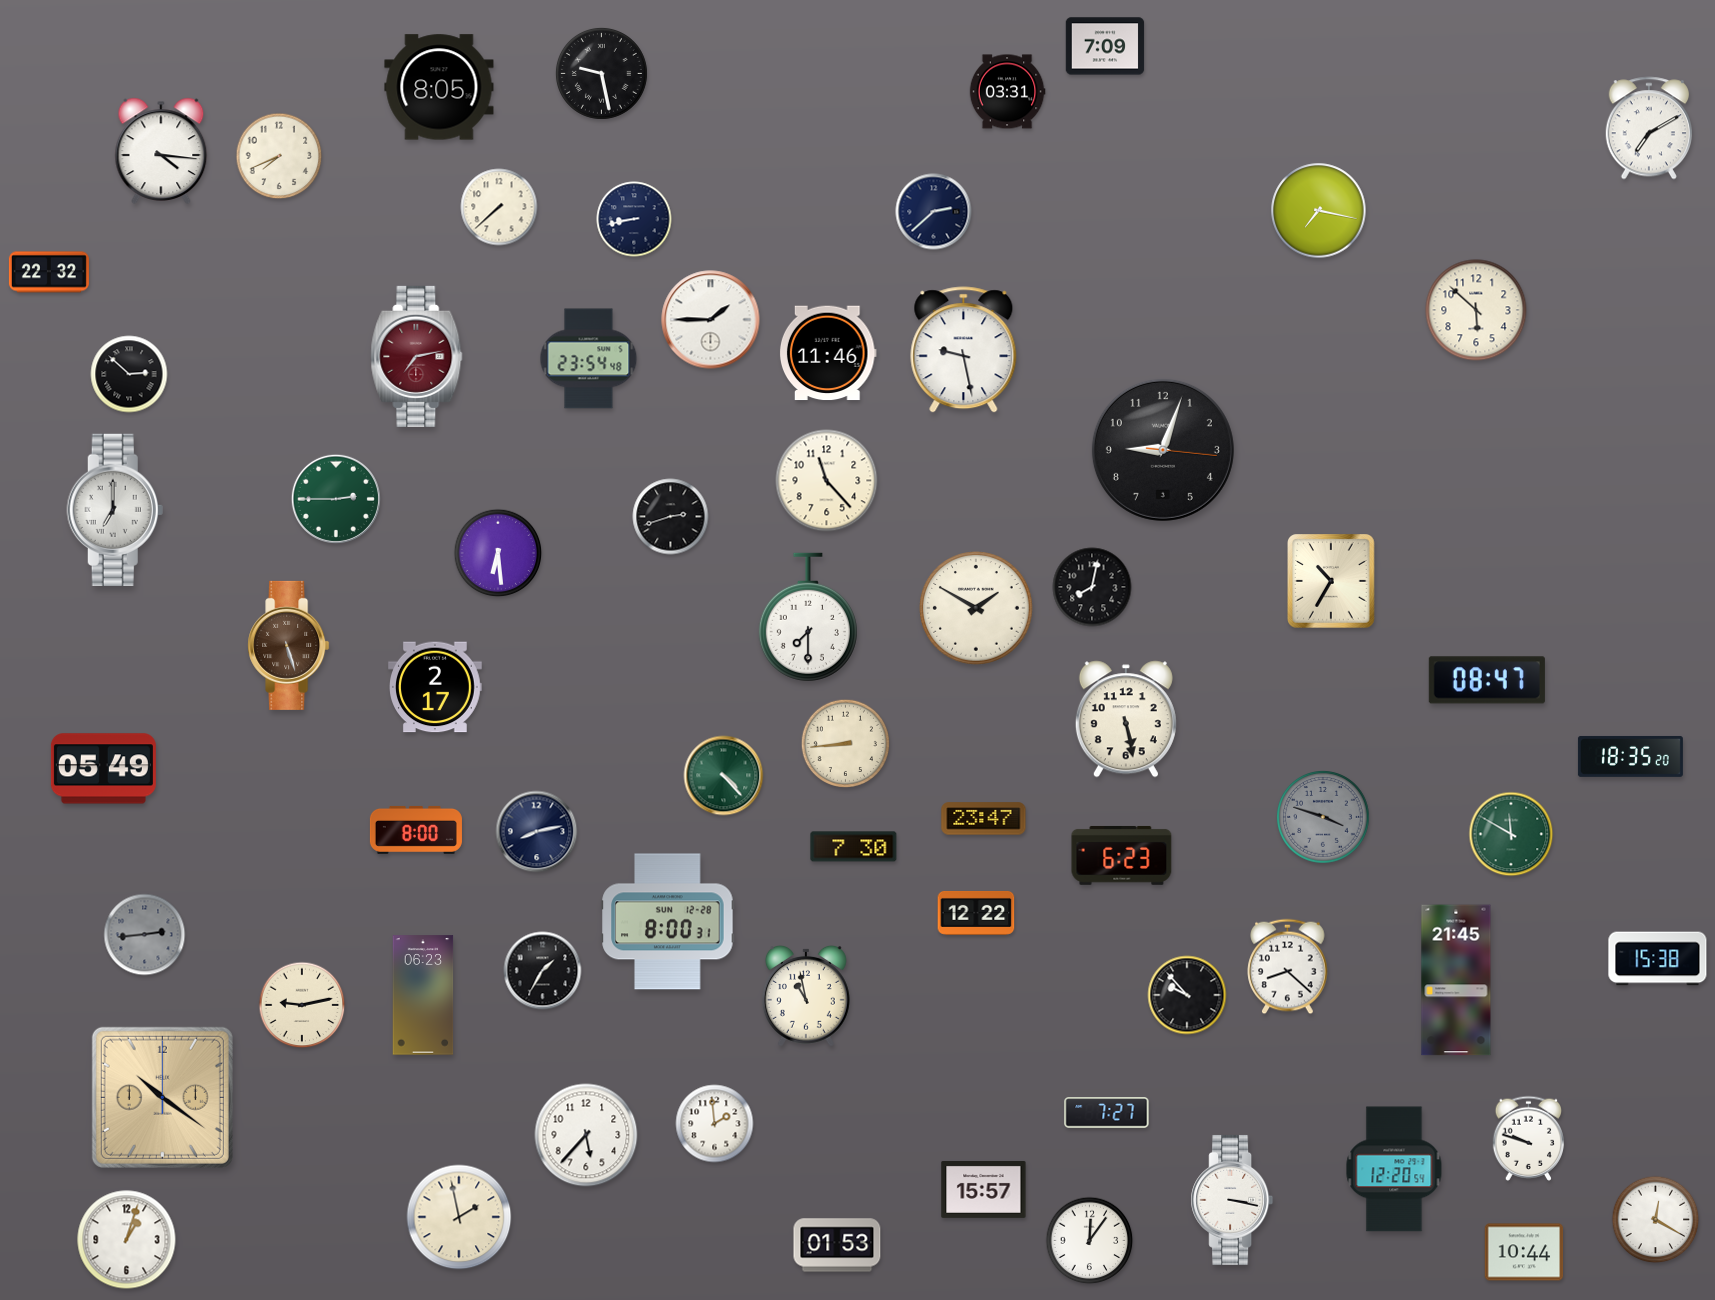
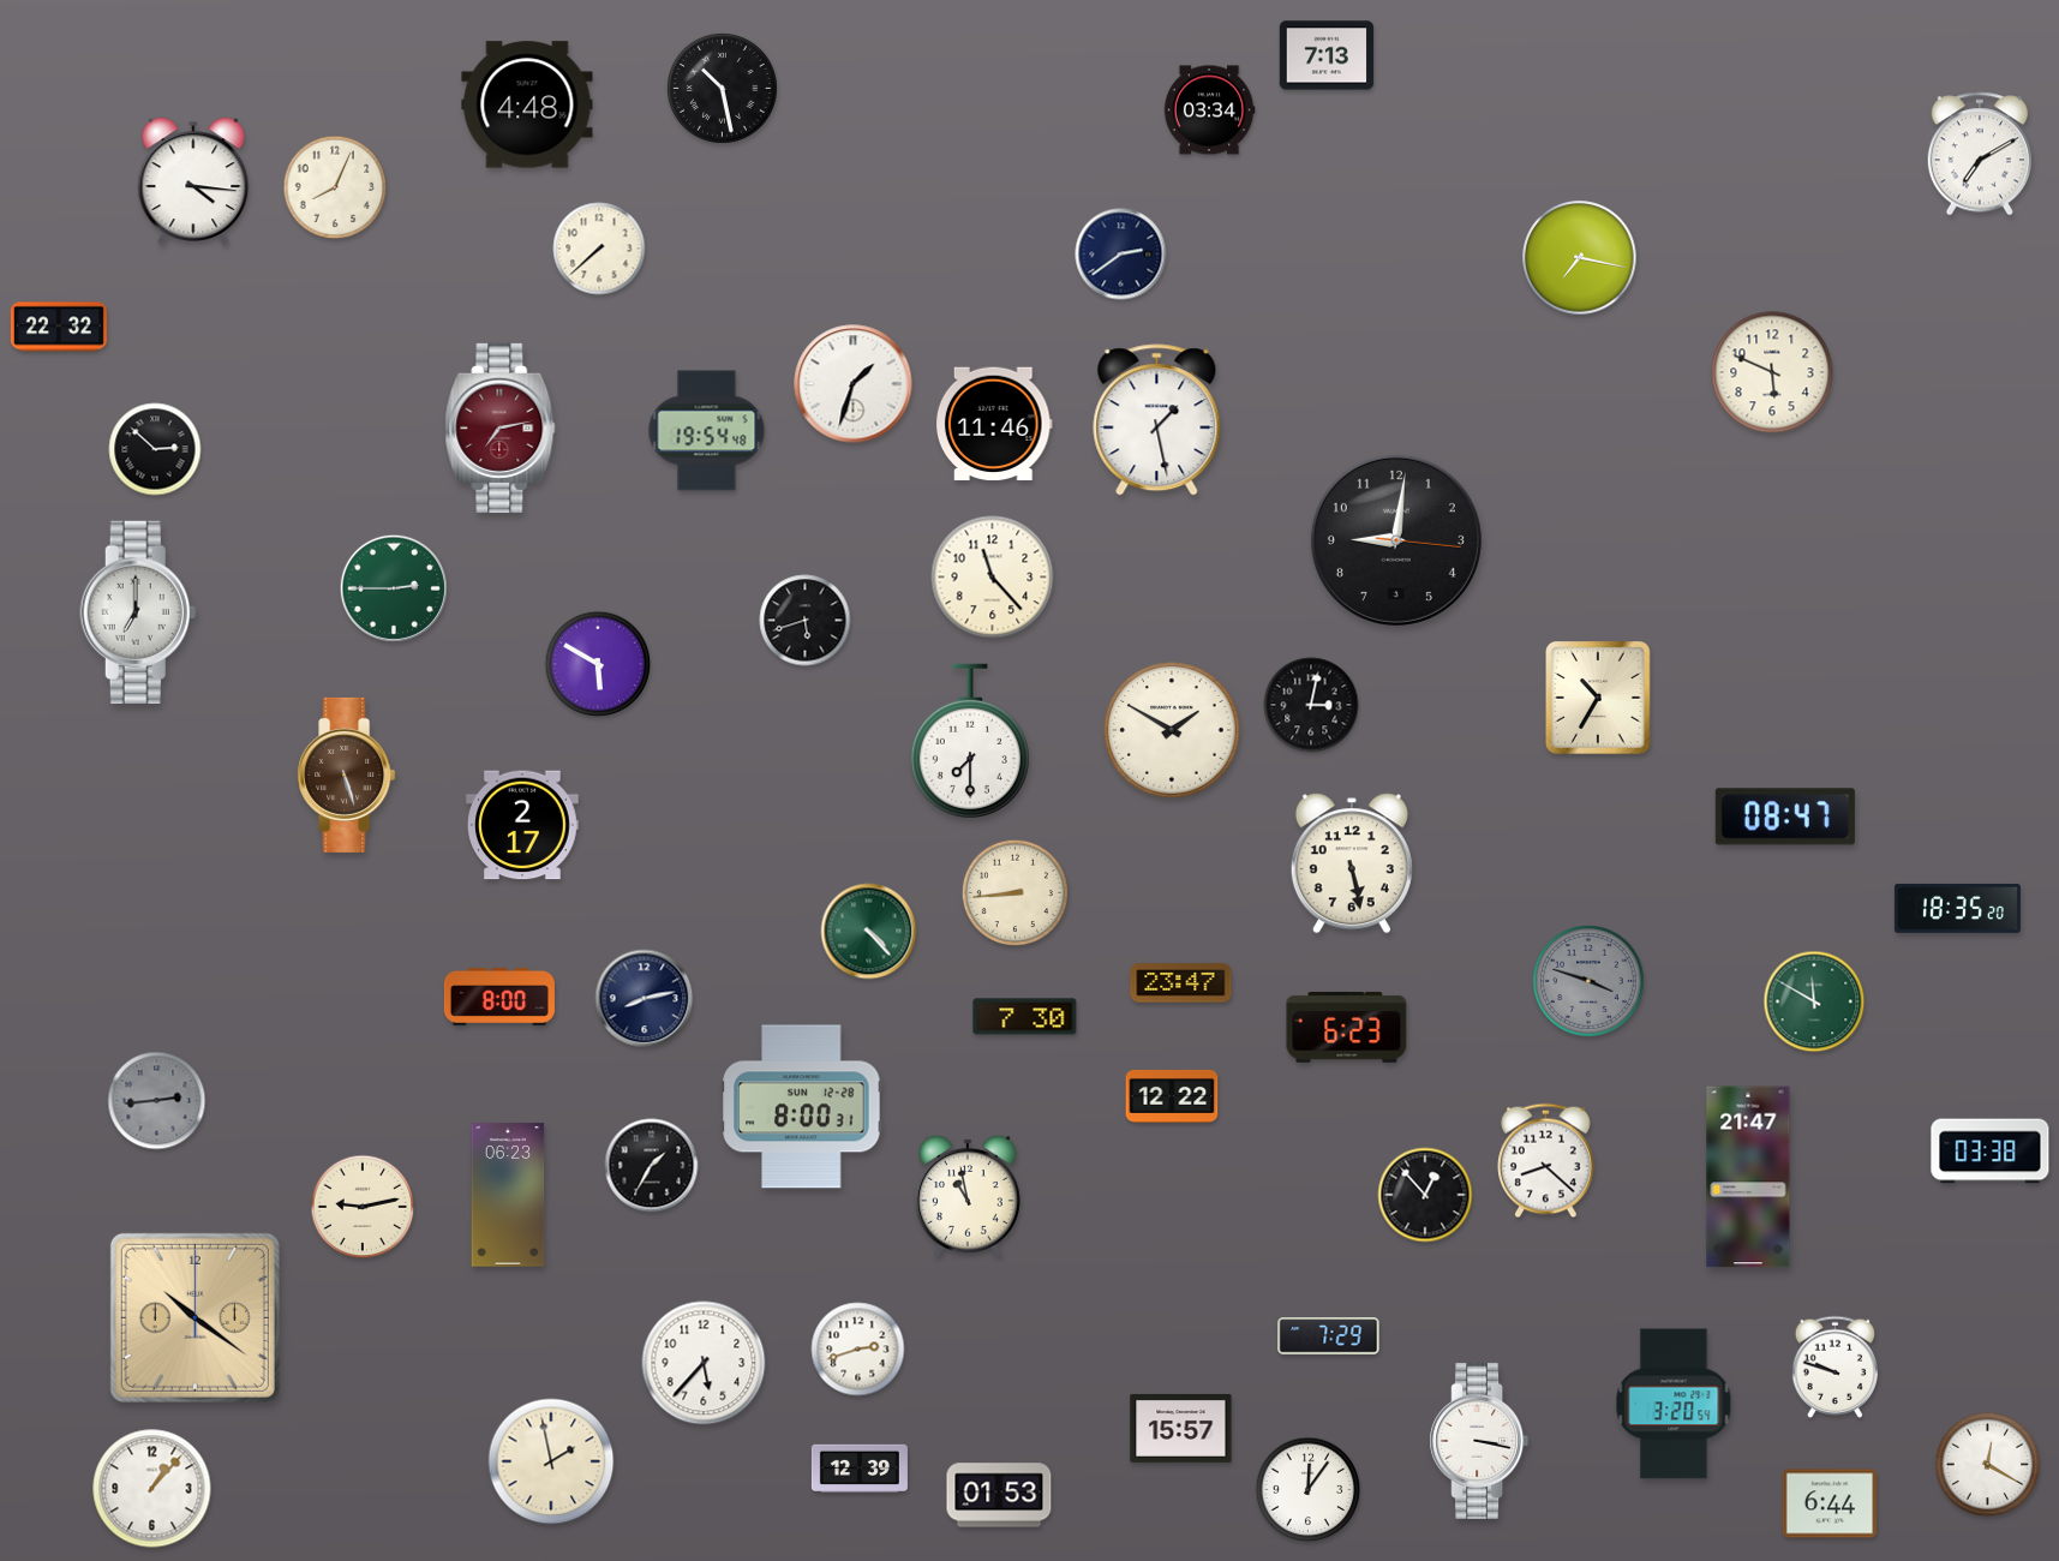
clock at (1105, 46): 7:09 -> 7:13
clock at (601, 73): 9:28 -> 10:28
clock at (439, 87): 8:05 -> 4:48
clock at (1007, 92): 03:31 -> 03:34
clock at (279, 156): 7:41 -> 8:04
clock at (1319, 211) position: (1319, 211) -> (1580, 258)
clock at (934, 212): 2:38 -> 2:39
clock at (634, 219): 8:43 -> none
clock at (1476, 310): 5:52 -> 5:49
clock at (711, 320): 1:45 -> 1:33
clock at (964, 350): 9:28 -> 1:28
clock at (589, 359): 23:54 -> 19:54
clock at (1163, 450): 9:03 -> 9:01
clock at (336, 499) position: (336, 499) -> (394, 588)
clock at (671, 517): 2:42 -> 5:42
clock at (498, 553): 6:29 -> 5:50
clock at (1092, 587): 8:02 -> 3:02
clock at (103, 769): 05:49 -> none
clock at (145, 935) position: (145, 935) -> (157, 1101)
clock at (1658, 959): 15:38 -> 03:38
clock at (1456, 980): 21:45 -> 21:47
clock at (1187, 995): 9:53 -> 12:53
clock at (1107, 1113): 7:27 -> 7:29
clock at (715, 1124): 1:59 -> 2:42
clock at (1394, 1169): 12:20 -> 3:20
clock at (860, 1467): none -> 12:39
clock at (127, 1240): 1:03 -> 1:07
clock at (837, 1245) position: (837, 1245) -> (999, 1495)
clock at (1524, 1252): 10:44 -> 6:44
